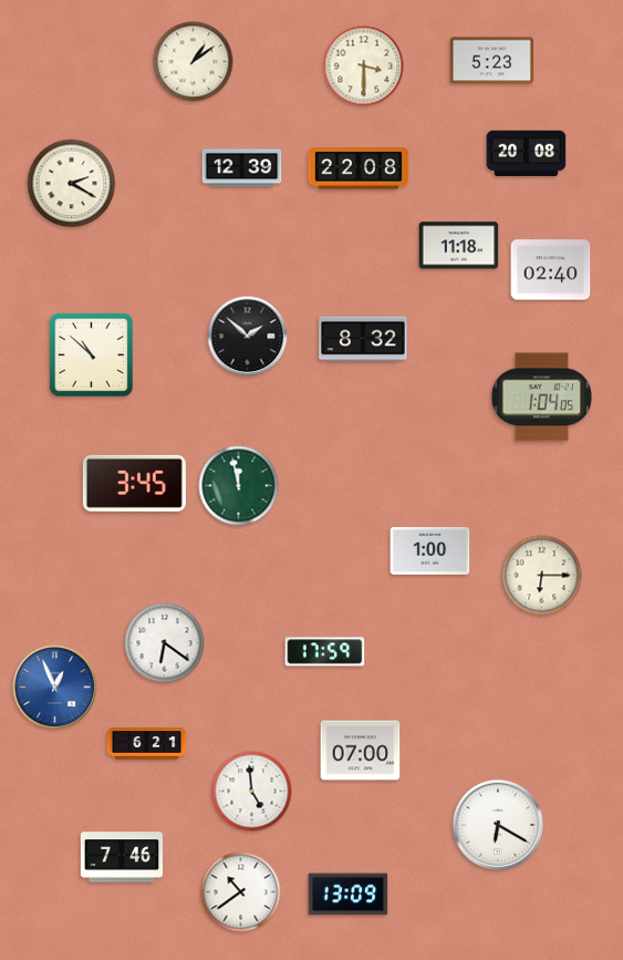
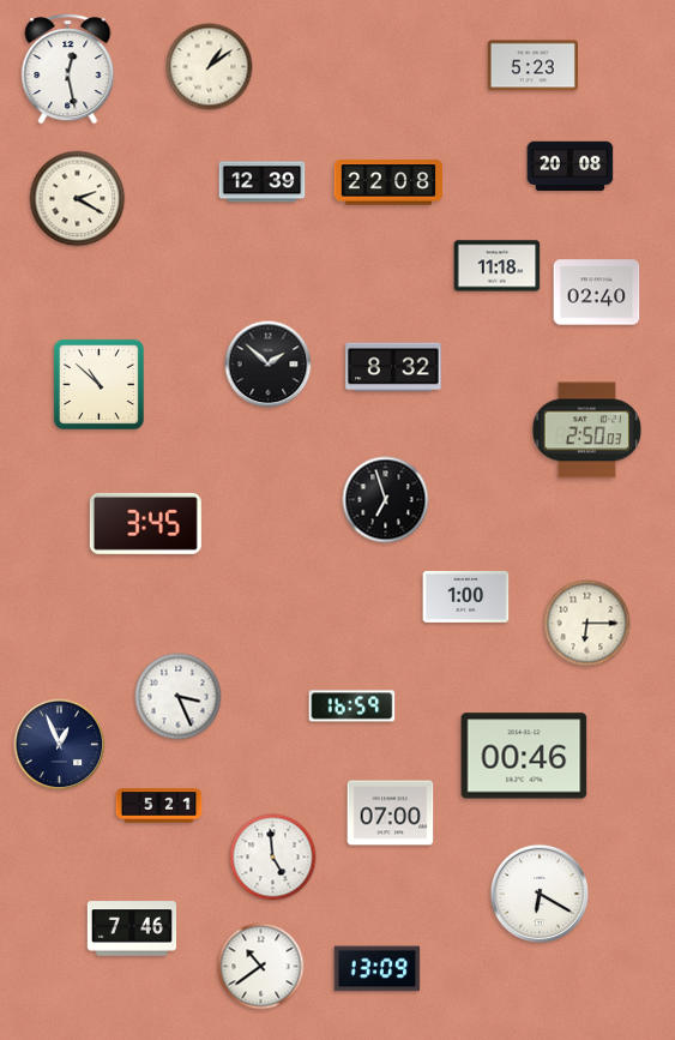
clock at (68, 70): none -> 12:28
clock at (364, 66): 3:30 -> none
clock at (541, 398): 1:04 -> 2:50
clock at (386, 500): none -> 6:57
clock at (239, 486): 11:58 -> none
clock at (165, 643): 6:21 -> 3:26
clock at (325, 652): 17:59 -> 16:59
clock at (55, 688) dial: blue -> navy
clock at (524, 756): none -> 00:46
clock at (147, 744): 6:21 -> 5:21
